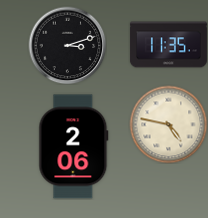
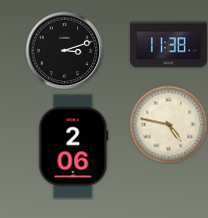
clock at (67, 45) position: (67, 45) -> (64, 50)
clock at (168, 45): 11:35 -> 11:38
